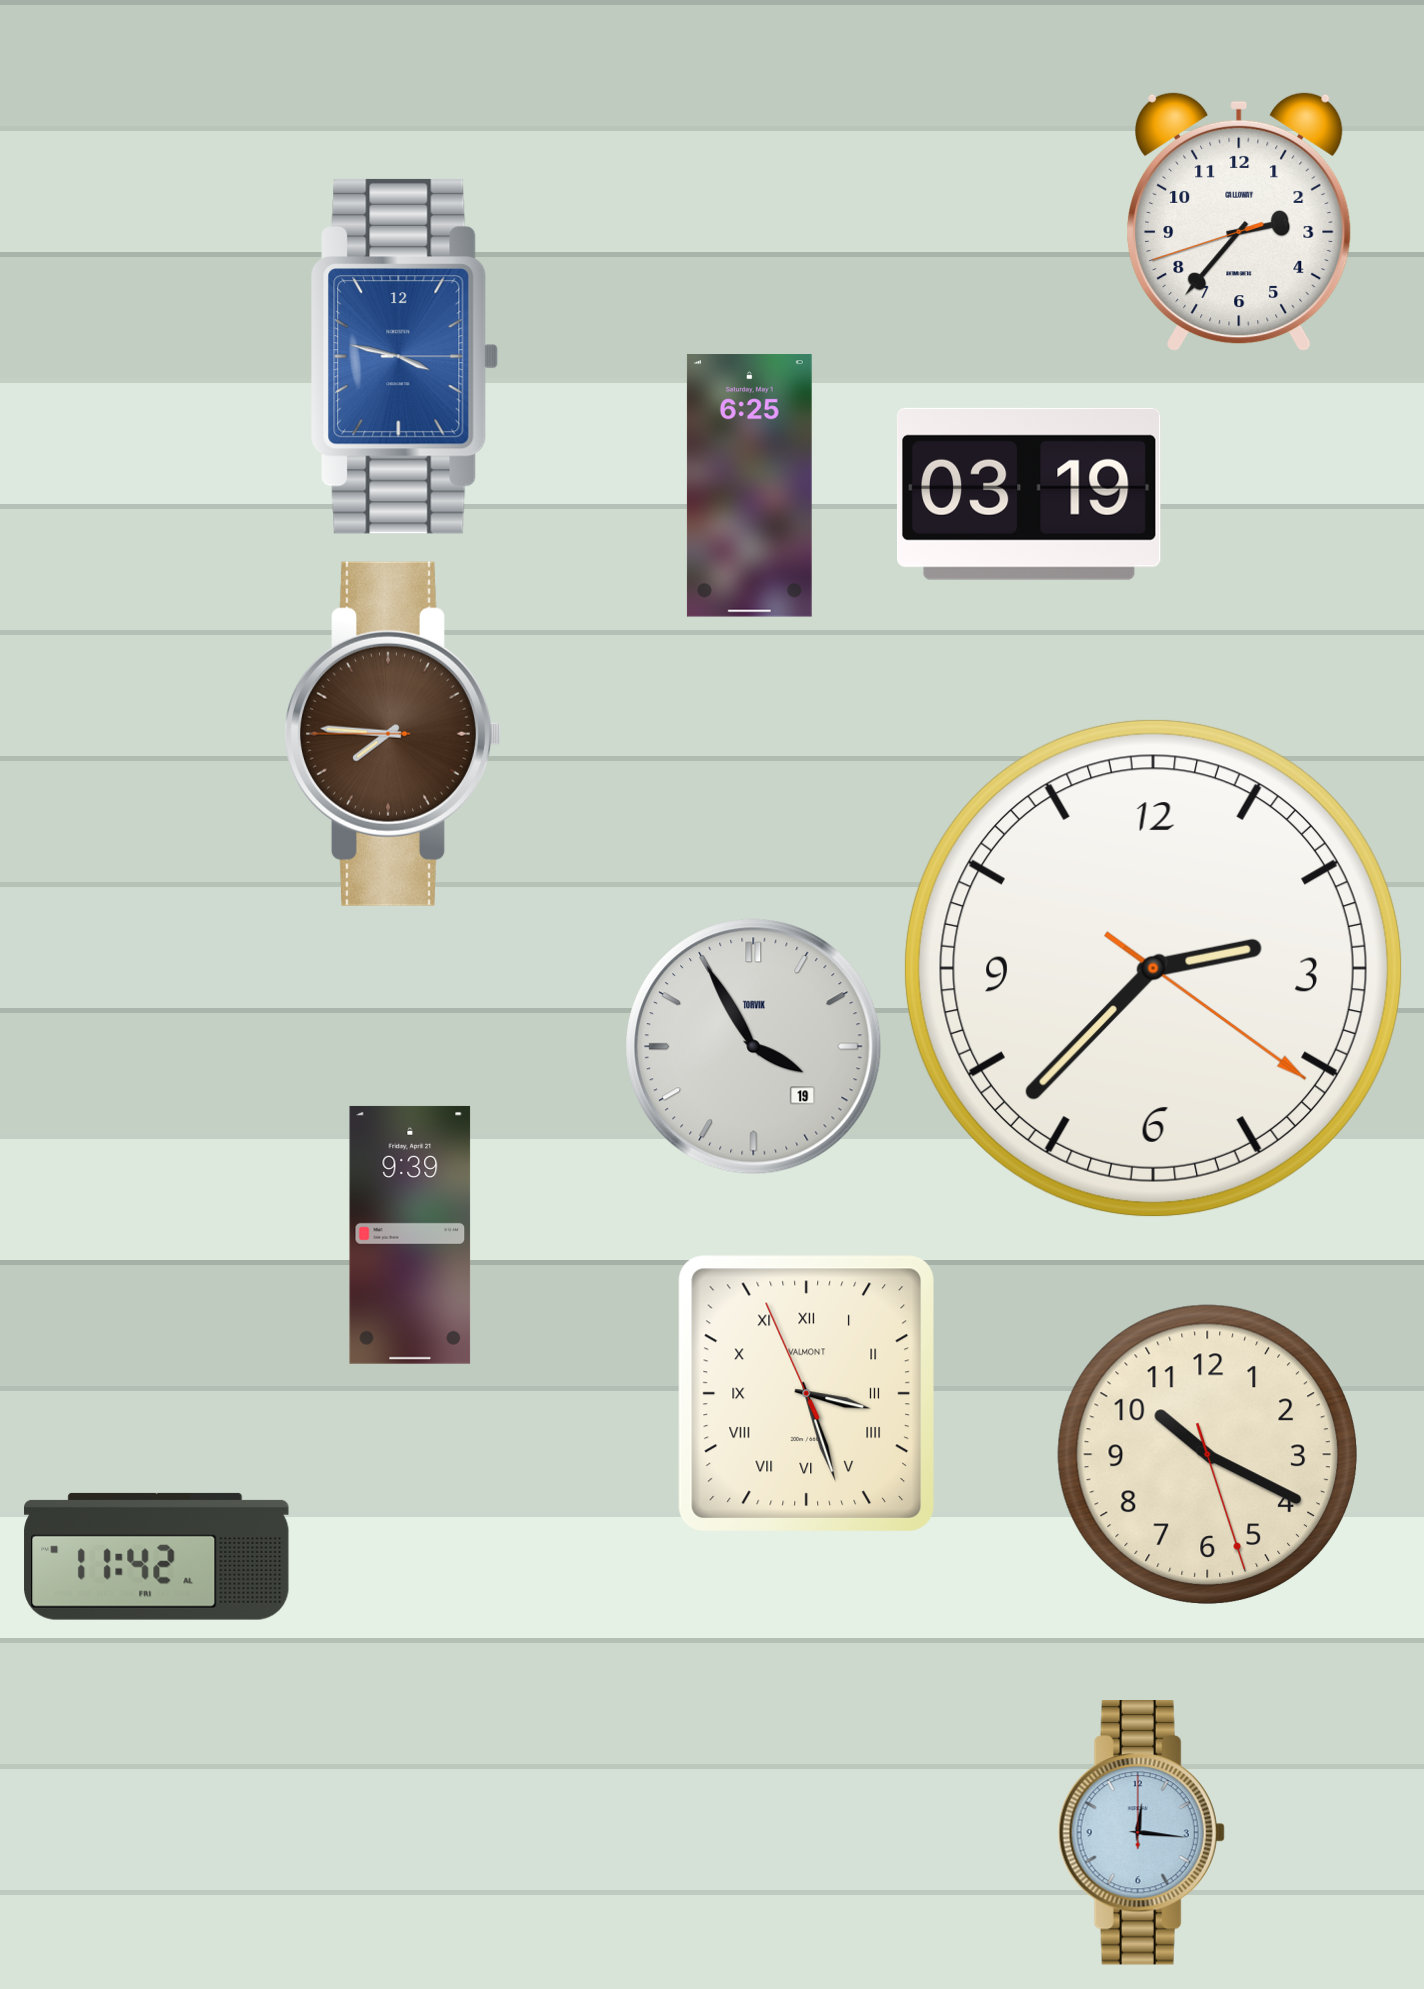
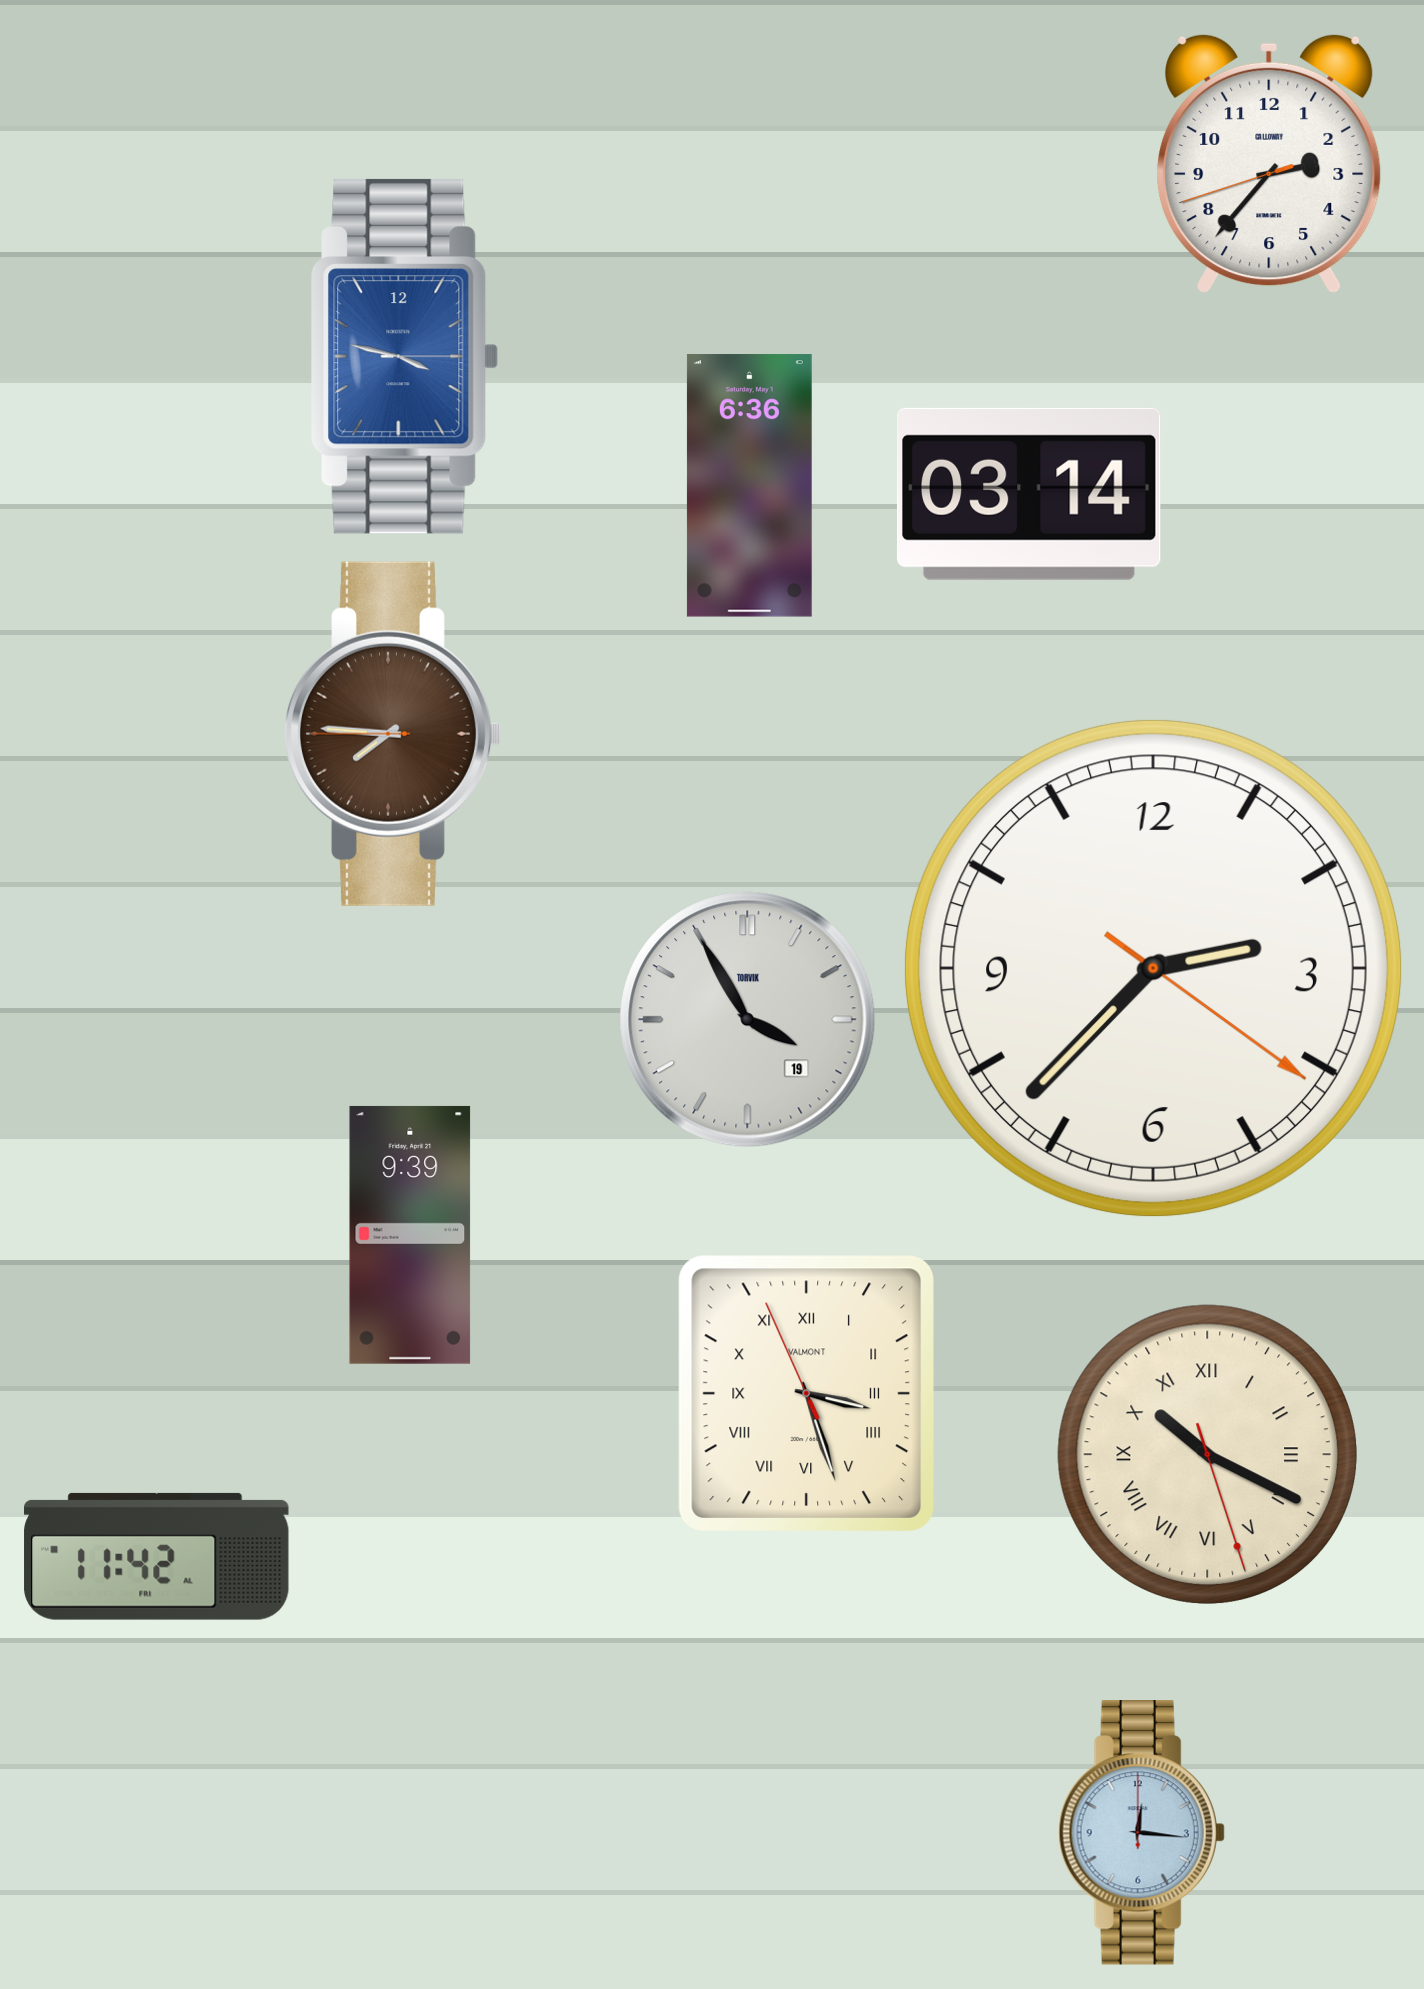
clock at (1239, 222) position: (1239, 222) -> (1269, 164)
clock at (749, 486): 6:25 -> 6:36
clock at (1029, 494): 03:19 -> 03:14
clock at (754, 1047) position: (754, 1047) -> (748, 1020)
clock at (1207, 1454) numerals: Arabic -> Roman
